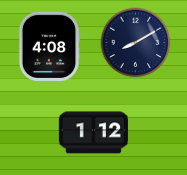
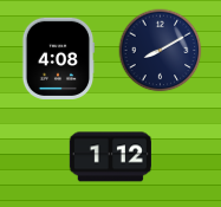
clock at (49, 46) position: (49, 46) -> (58, 58)
